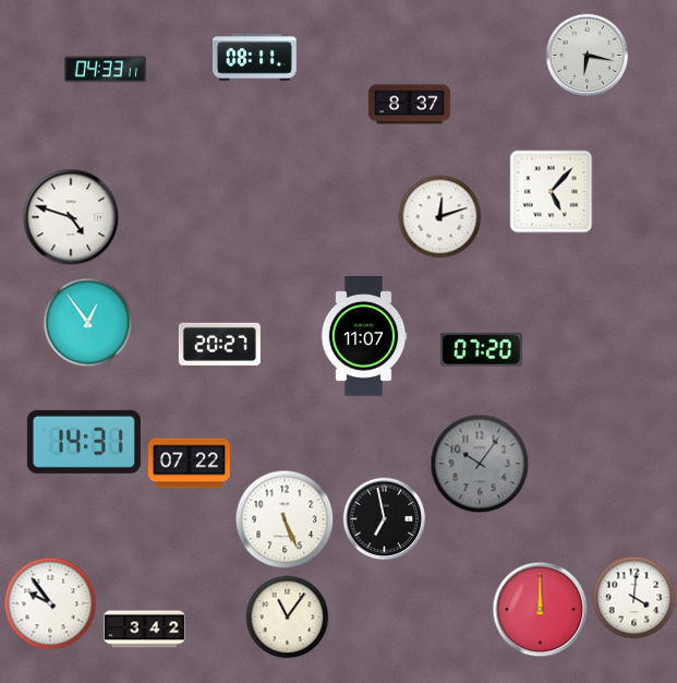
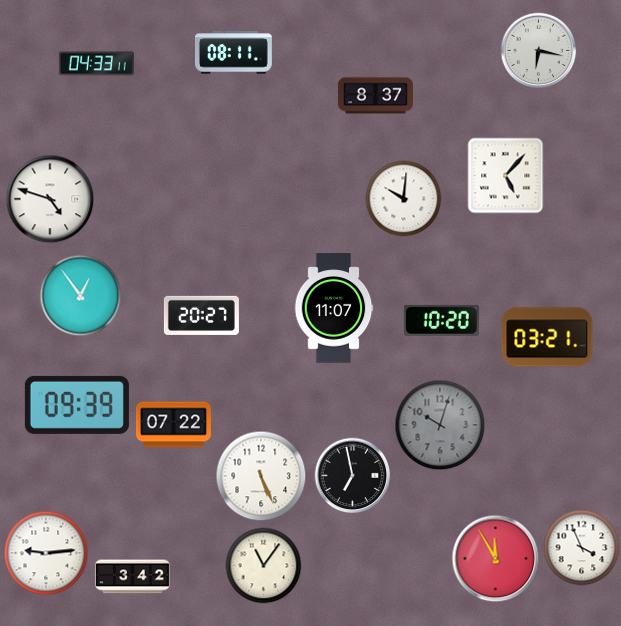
clock at (71, 217) position: (71, 217) -> (50, 199)
clock at (440, 217): 12:12 -> 10:01
clock at (481, 349): 07:20 -> 10:20
clock at (547, 337): none -> 03:21
clock at (84, 442): 14:31 -> 09:39
clock at (480, 464): 10:06 -> 10:03
clock at (634, 598): 4:01 -> 3:56
clock at (50, 603): 9:54 -> 9:14
clock at (541, 610): 12:00 -> 11:55
